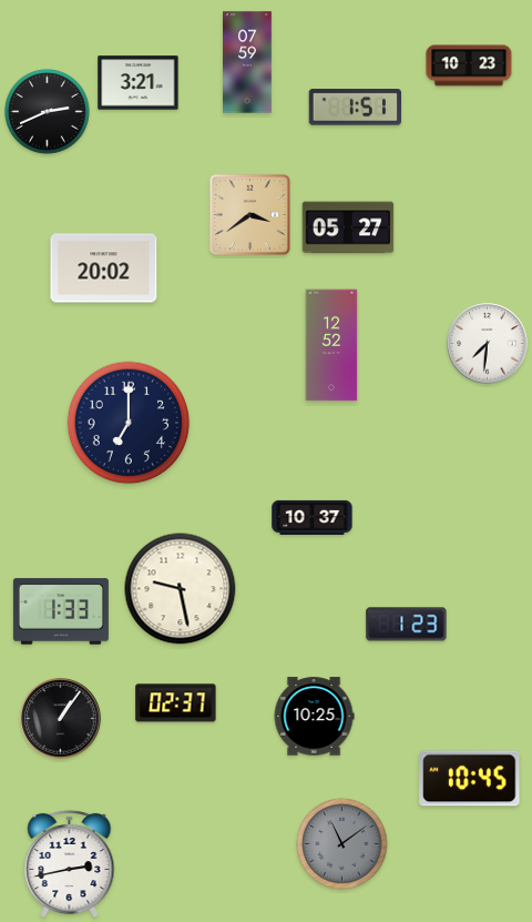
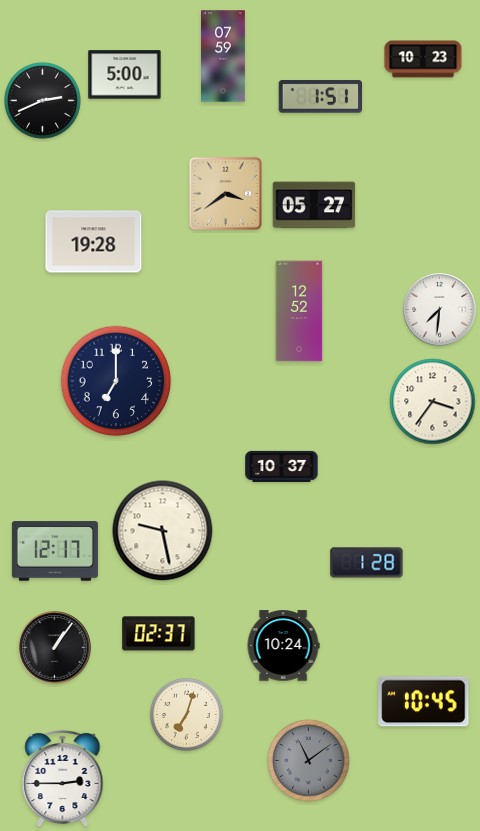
clock at (139, 83): 3:21 -> 5:00
clock at (104, 269): 20:02 -> 19:28
clock at (433, 402): none -> 3:36
clock at (61, 611): 1:33 -> 12:17
clock at (407, 625): 1:23 -> 1:28
clock at (314, 717): 10:25 -> 10:24
clock at (186, 714): none -> 7:03
clock at (70, 864): 2:43 -> 2:45
